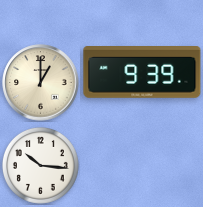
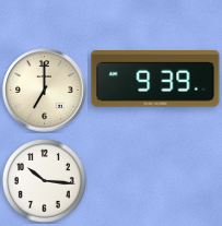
clock at (41, 83): 1:00 -> 7:00
